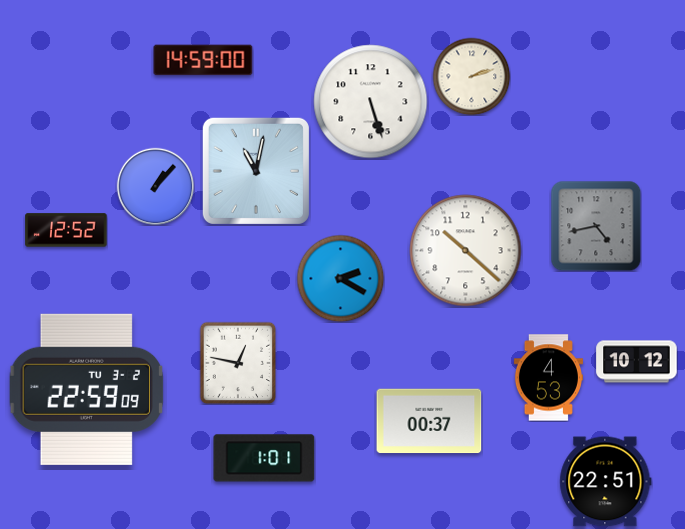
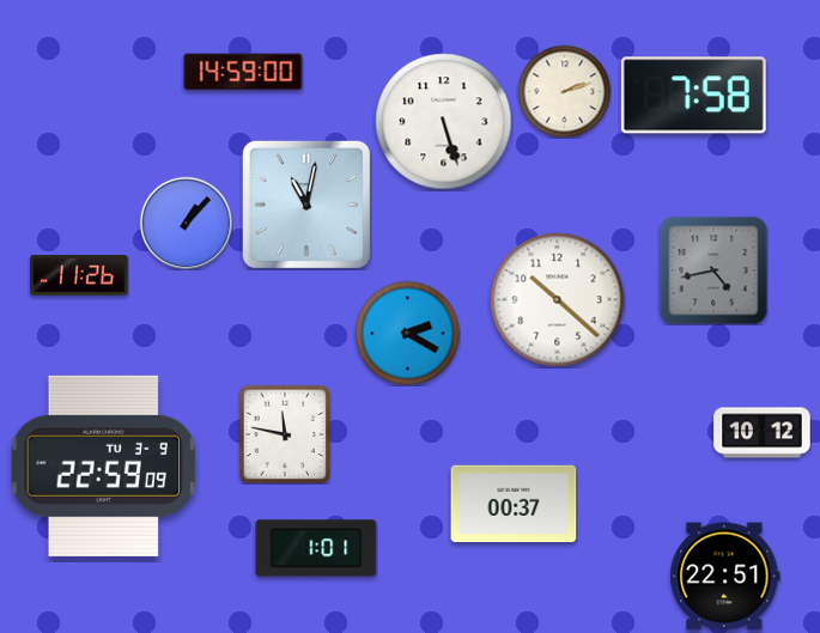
clock at (693, 96): none -> 7:58
clock at (66, 230): 12:52 -> 11:26
clock at (238, 363): 12:47 -> 11:47
clock at (548, 378): 4:53 -> none
clock at (86, 389) date: TU 3-2 -> TU 3-9
